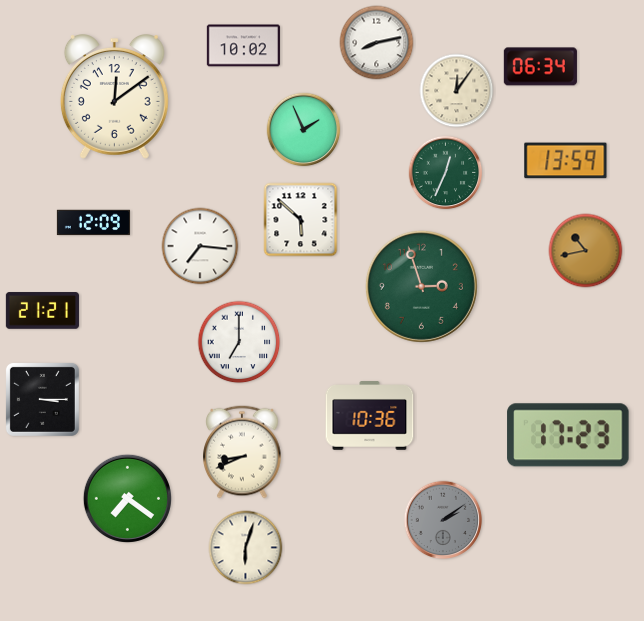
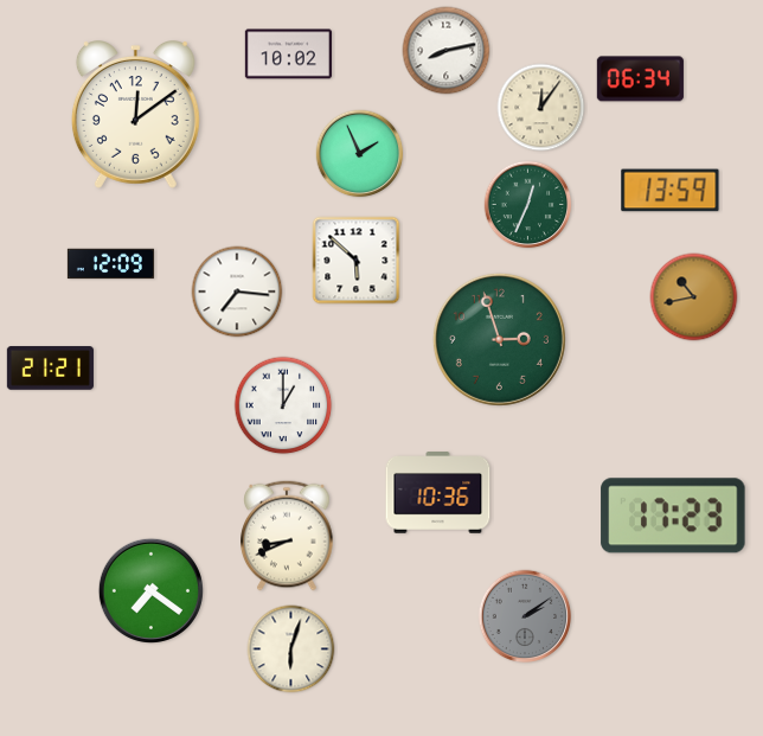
clock at (239, 342): 7:00 -> 1:00
clock at (42, 399): 3:15 -> none
